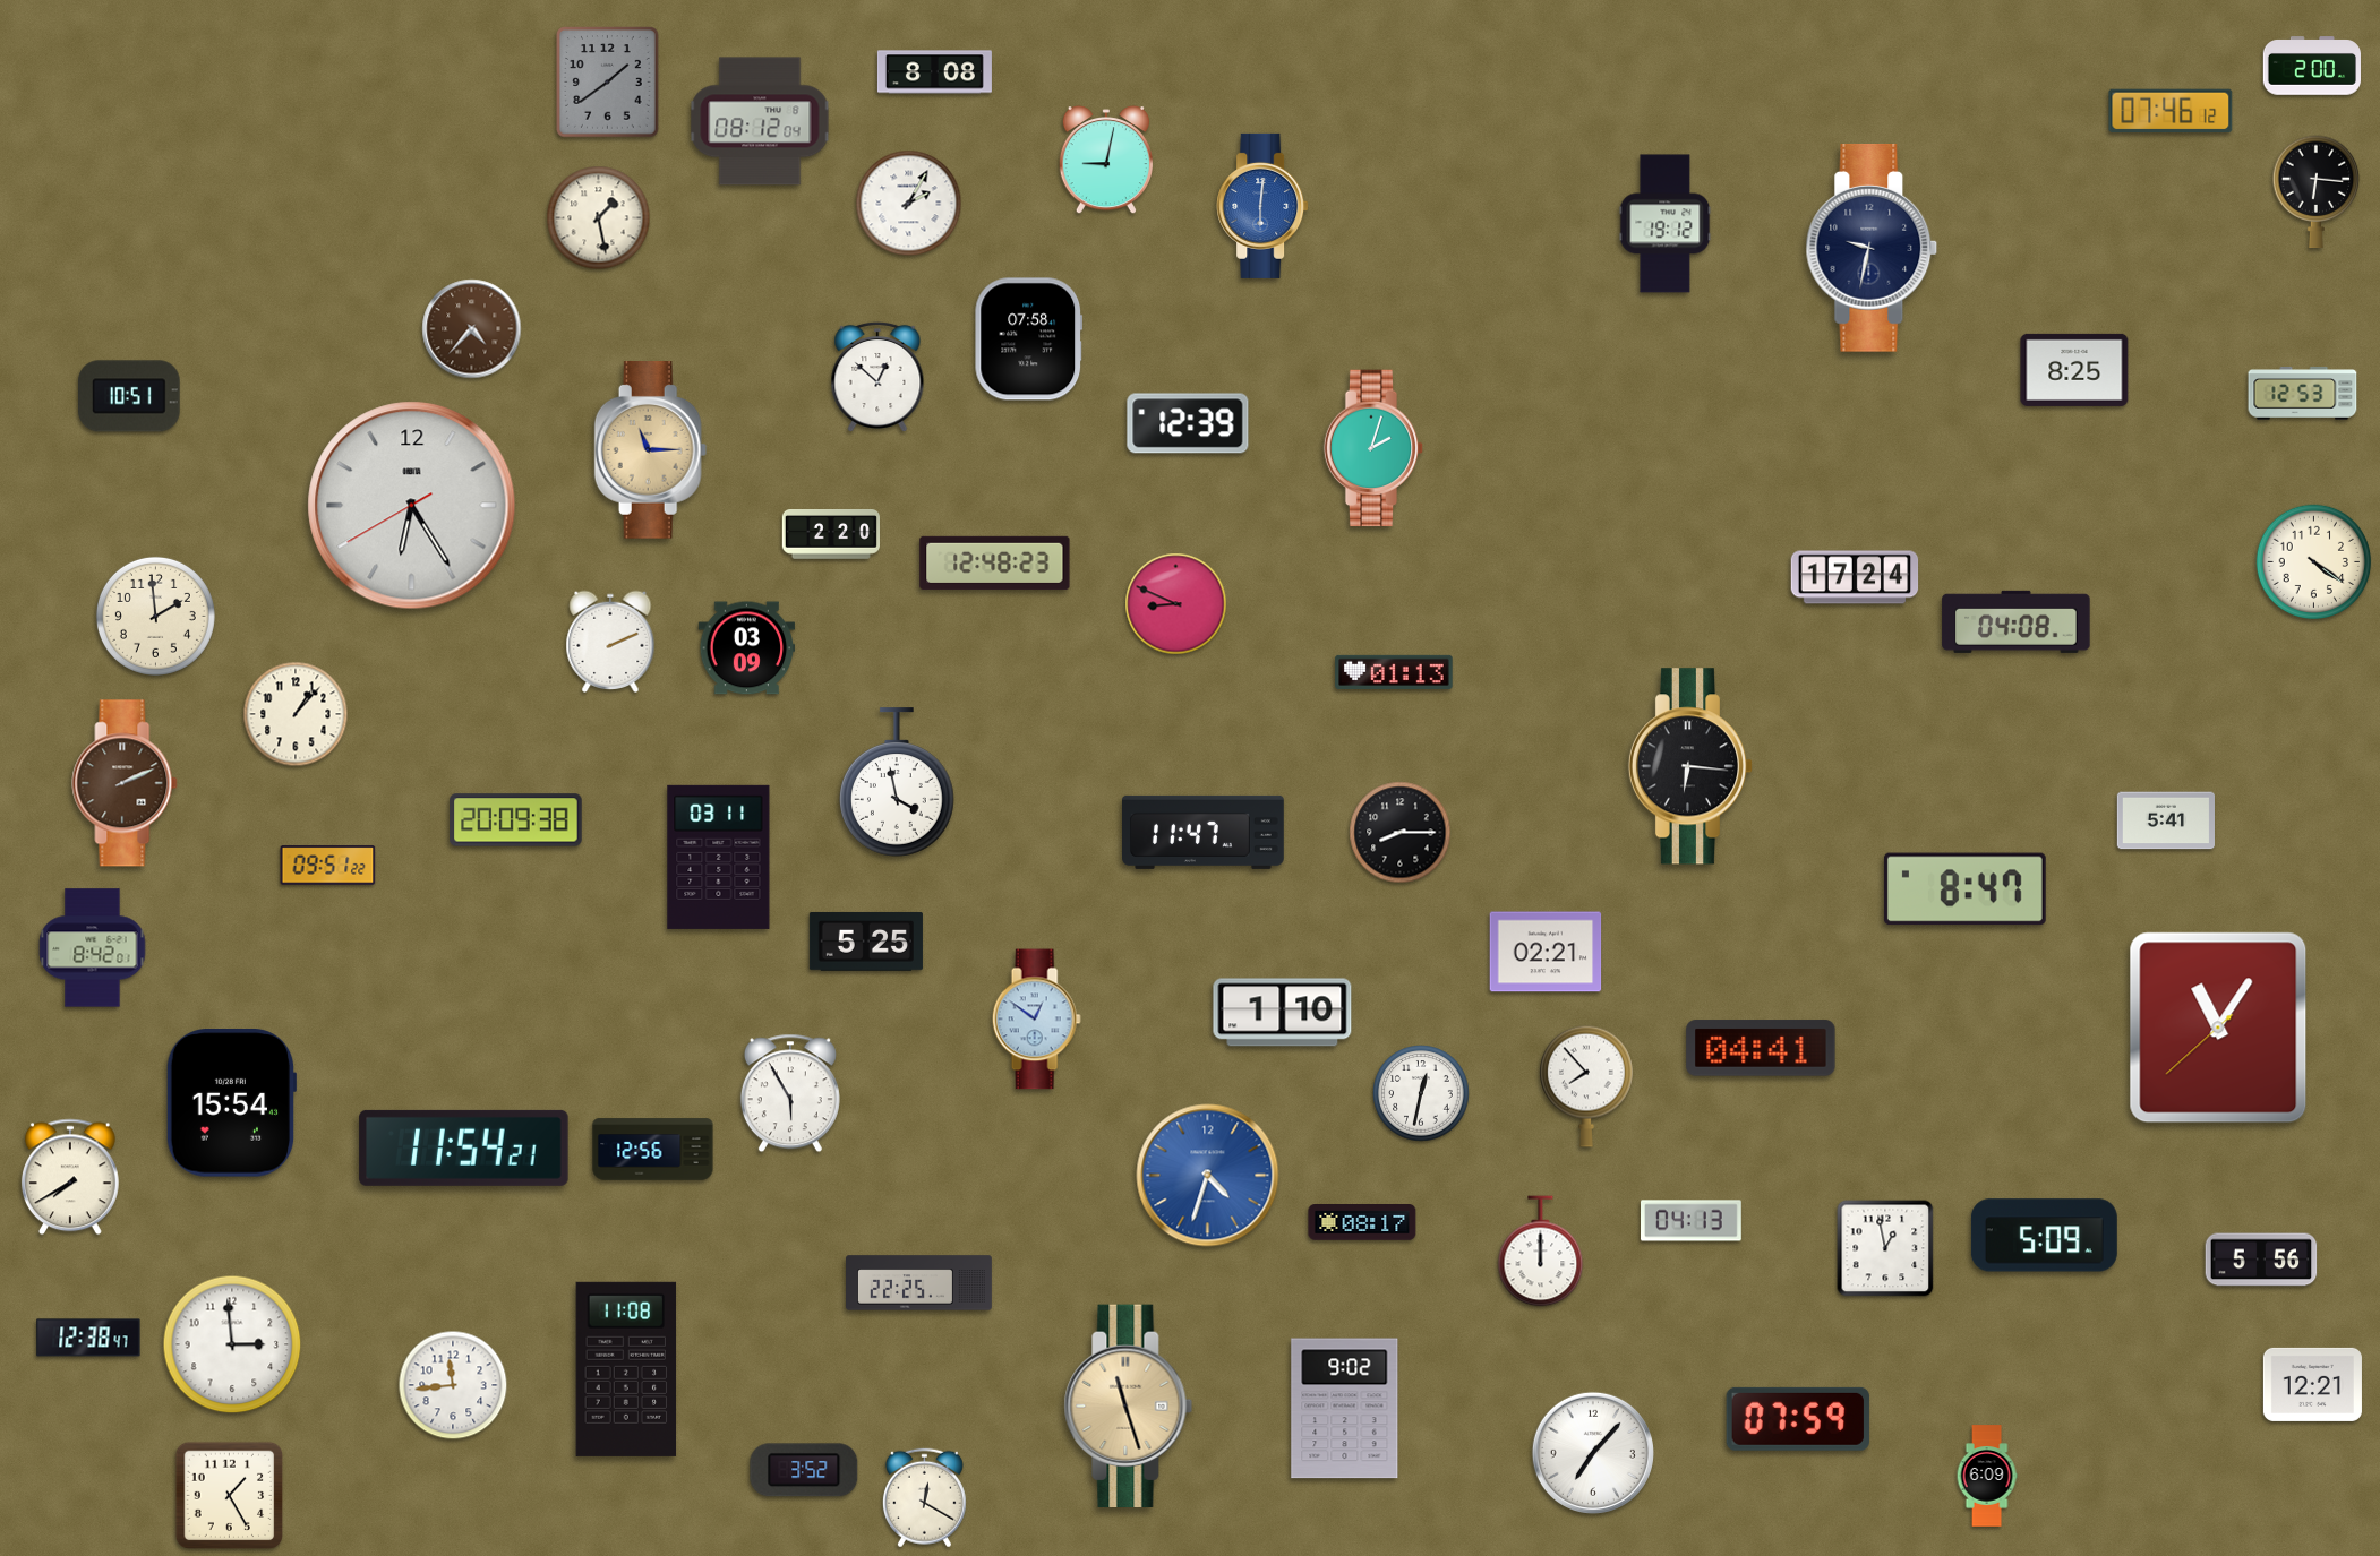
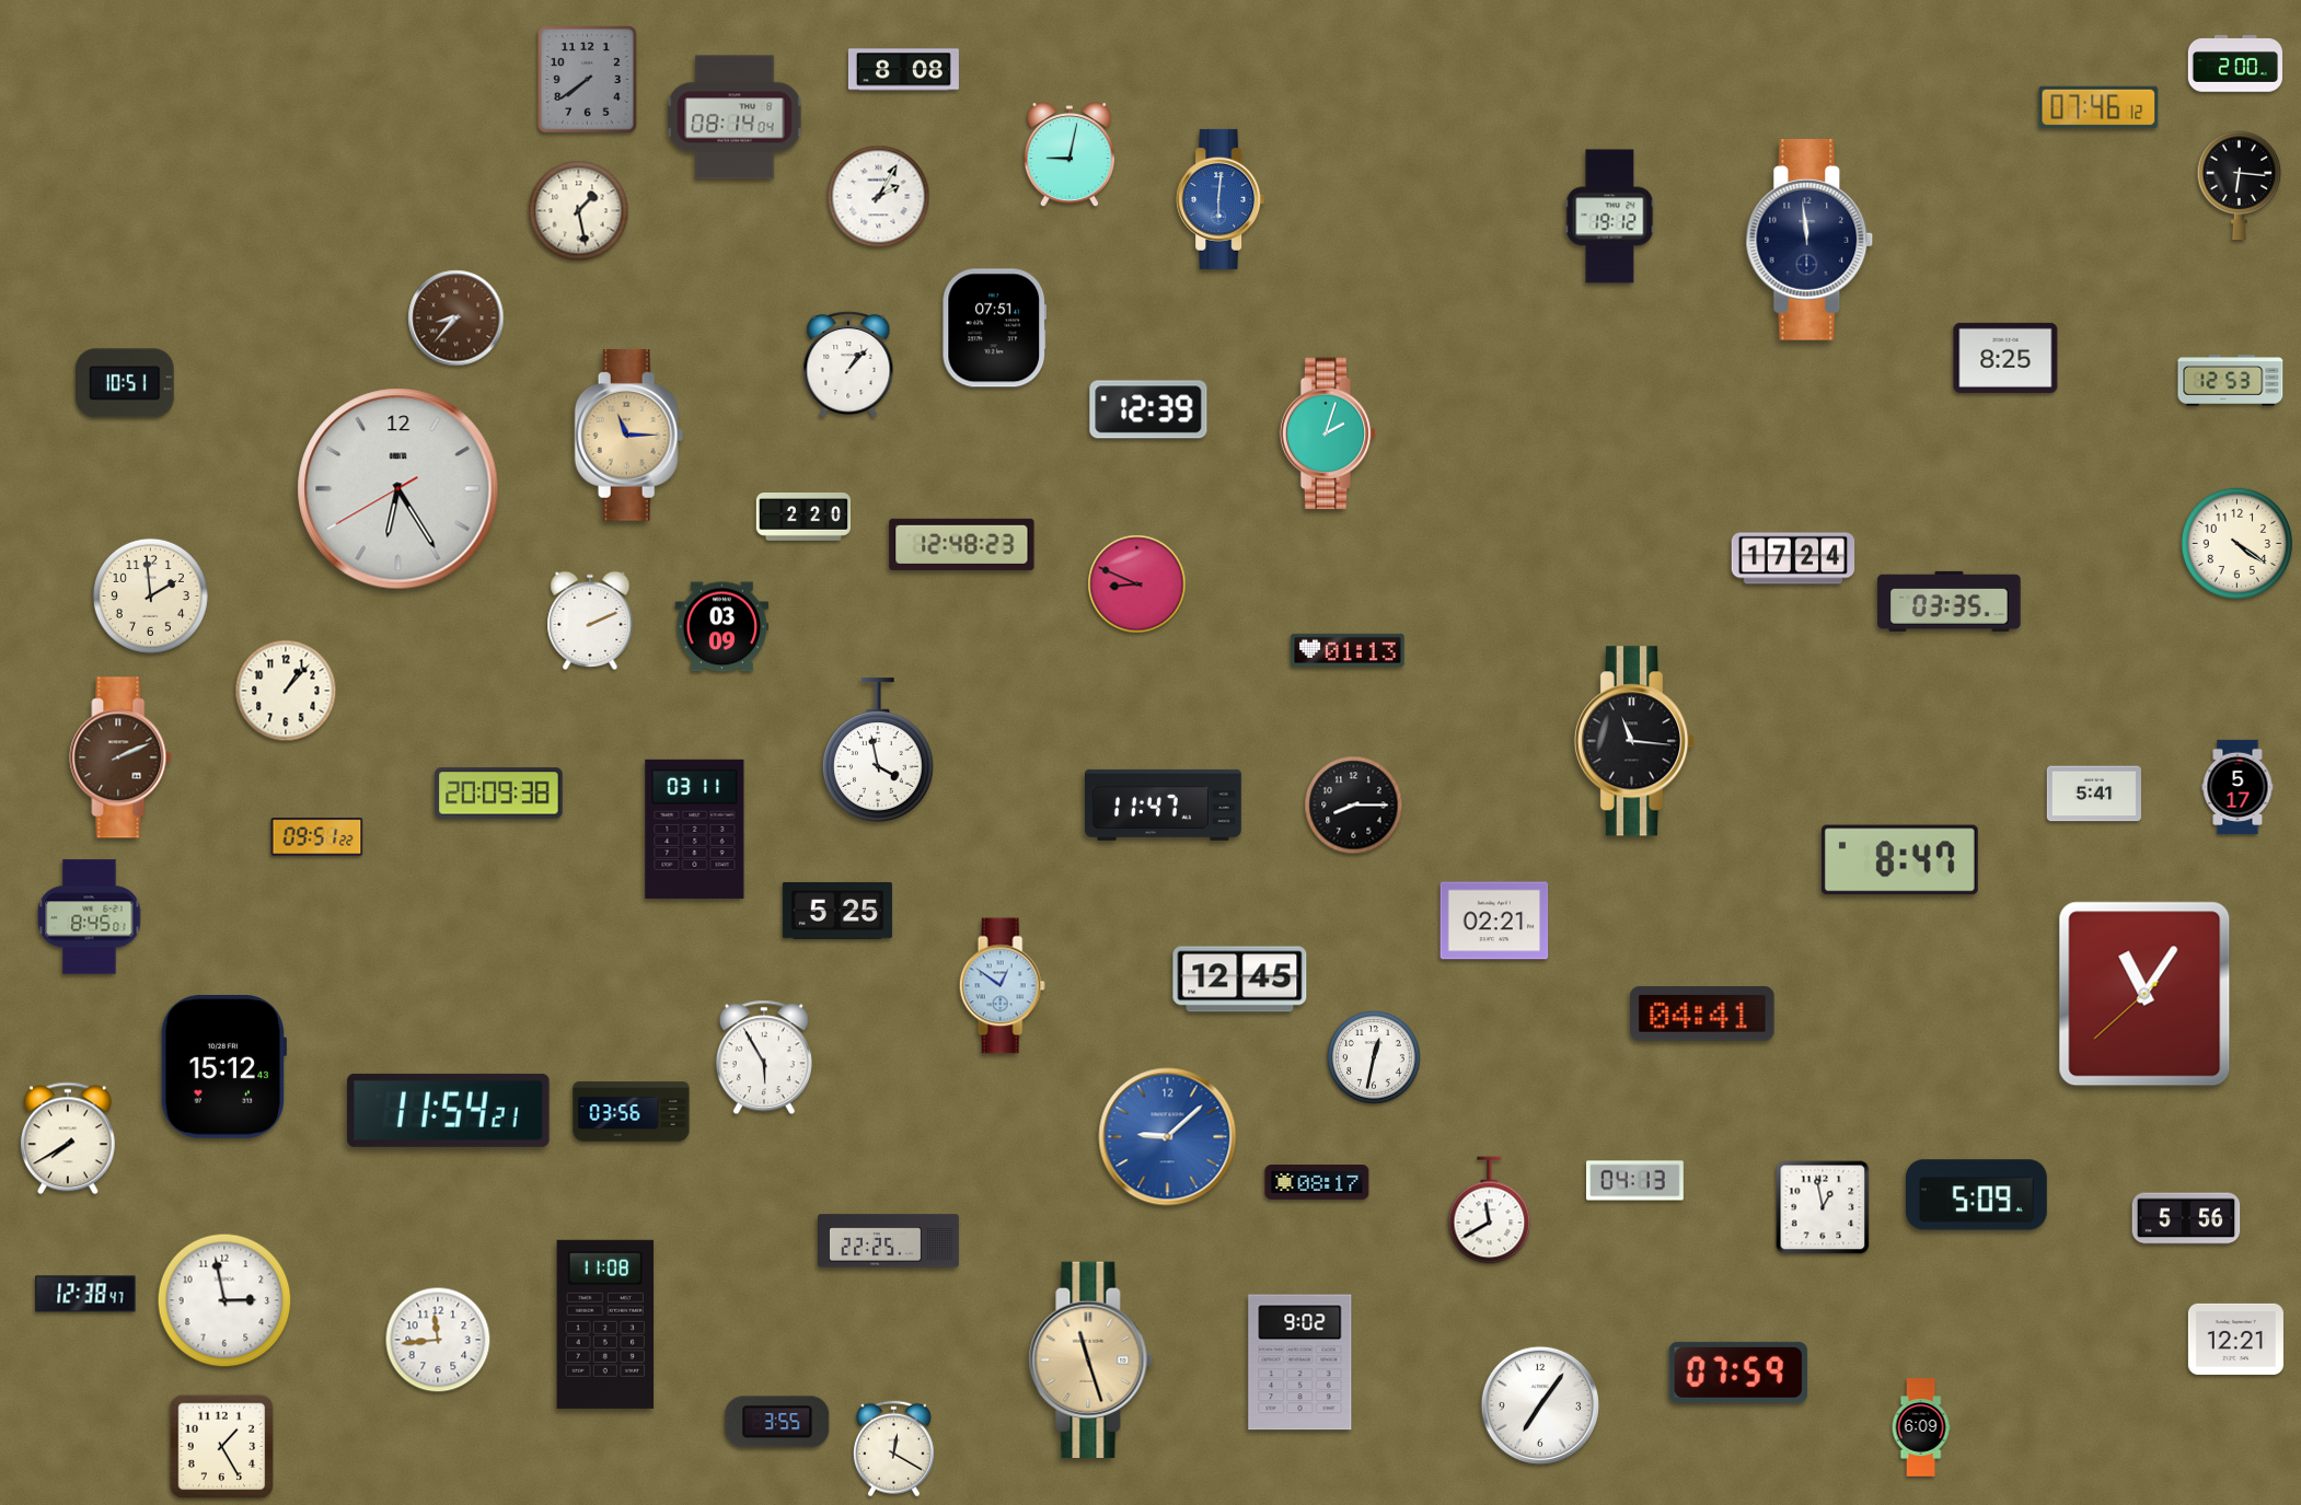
clock at (608, 83): 1:39 -> 7:39
clock at (760, 121): 08:12 -> 08:14
clock at (1872, 248): 9:32 -> 11:59
clock at (472, 329): 4:37 -> 8:37
clock at (1029, 339): 07:58 -> 07:51
clock at (877, 376): 12:52 -> 1:07
clock at (2303, 394) position: (2303, 394) -> (2231, 381)
clock at (2017, 621): 04:08 -> 03:35
clock at (1690, 766): 6:16 -> 11:16
clock at (898, 782) position: (898, 782) -> (879, 750)
clock at (2238, 787): none -> 5:17
clock at (93, 948): 8:42 -> 8:45
clock at (1283, 1013): 1:10 -> 12:45
clock at (1586, 1086): 7:53 -> none
clock at (231, 1103): 15:54 -> 15:12
clock at (653, 1150): 12:56 -> 03:56
clock at (1208, 1176): 4:33 -> 9:08
clock at (1541, 1252): 12:00 -> 11:40
clock at (232, 1344): 2:59 -> 2:58
clock at (1593, 1453): 7:07 -> 7:06
clock at (804, 1470): 3:52 -> 3:55
